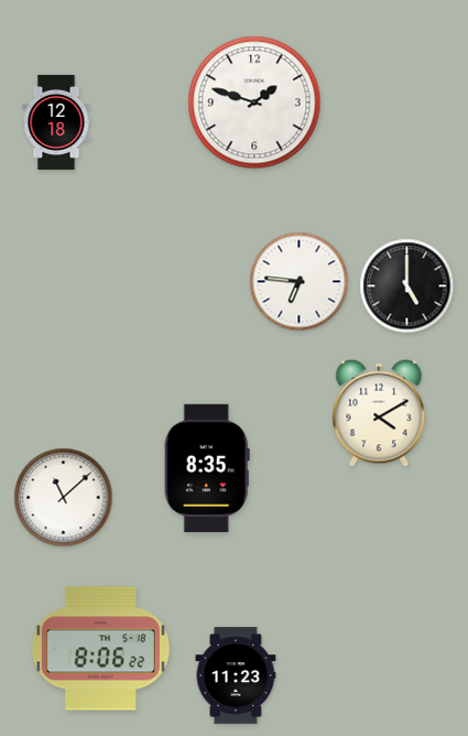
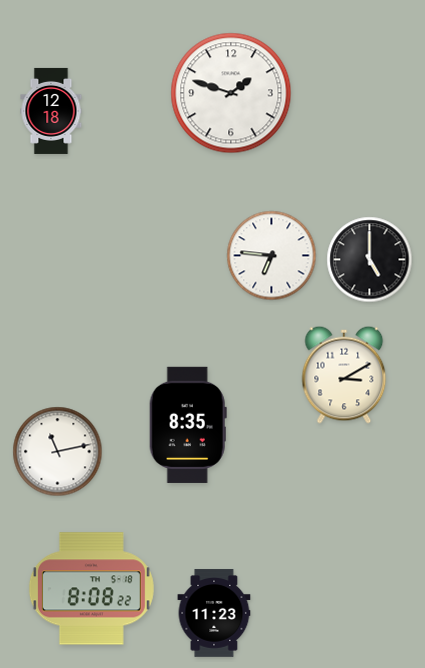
clock at (379, 413): 4:10 -> 3:10
clock at (64, 498): 11:08 -> 11:13
clock at (100, 649): 8:06 -> 8:08
